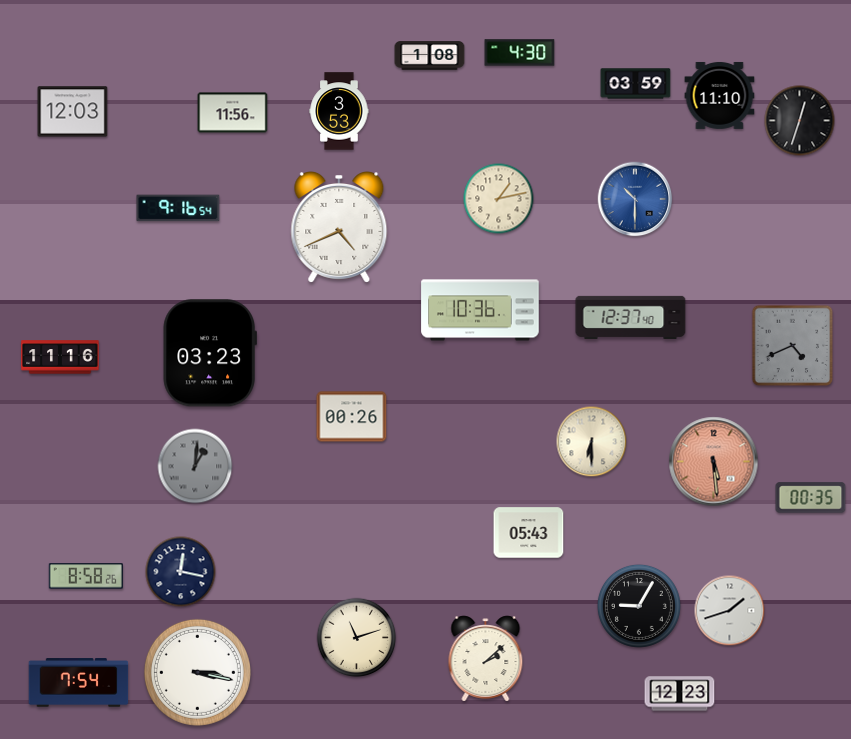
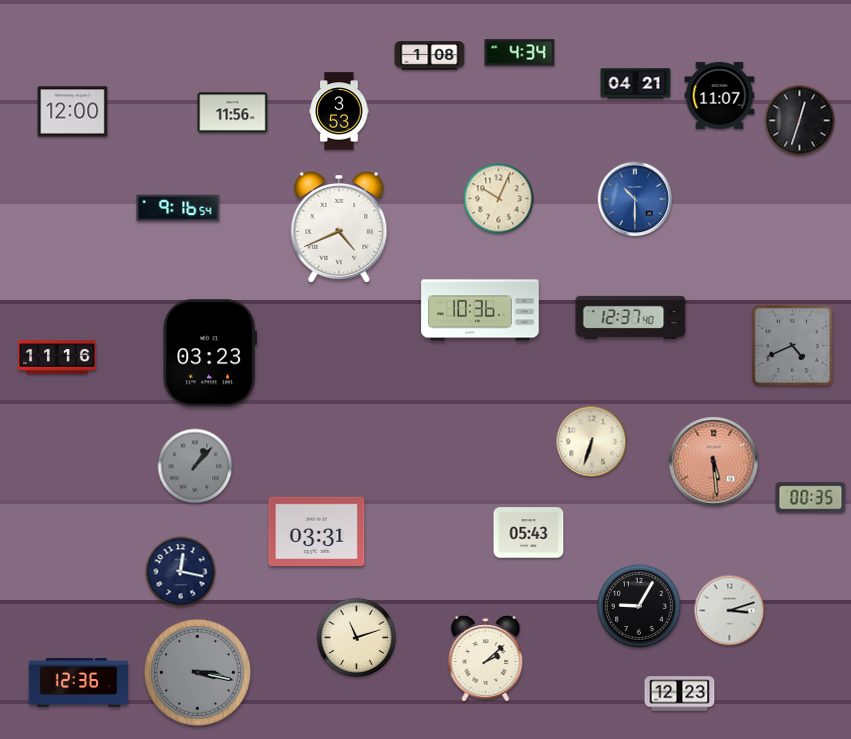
clock at (520, 53): 4:30 -> 4:34
clock at (636, 84): 03:59 -> 04:21
clock at (720, 95): 11:10 -> 11:07
clock at (73, 112): 12:03 -> 12:00
clock at (499, 199): 1:13 -> 10:04
clock at (60, 357) position: (60, 357) -> (57, 357)
clock at (352, 417): 00:26 -> none
clock at (592, 442): 6:30 -> 6:33
clock at (195, 466): 1:01 -> 1:07
clock at (317, 531): none -> 03:31
clock at (86, 576): 8:58 -> none
clock at (730, 611): 1:42 -> 3:12
clock at (197, 672) dial: white -> grey
clock at (79, 683): 7:54 -> 12:36
